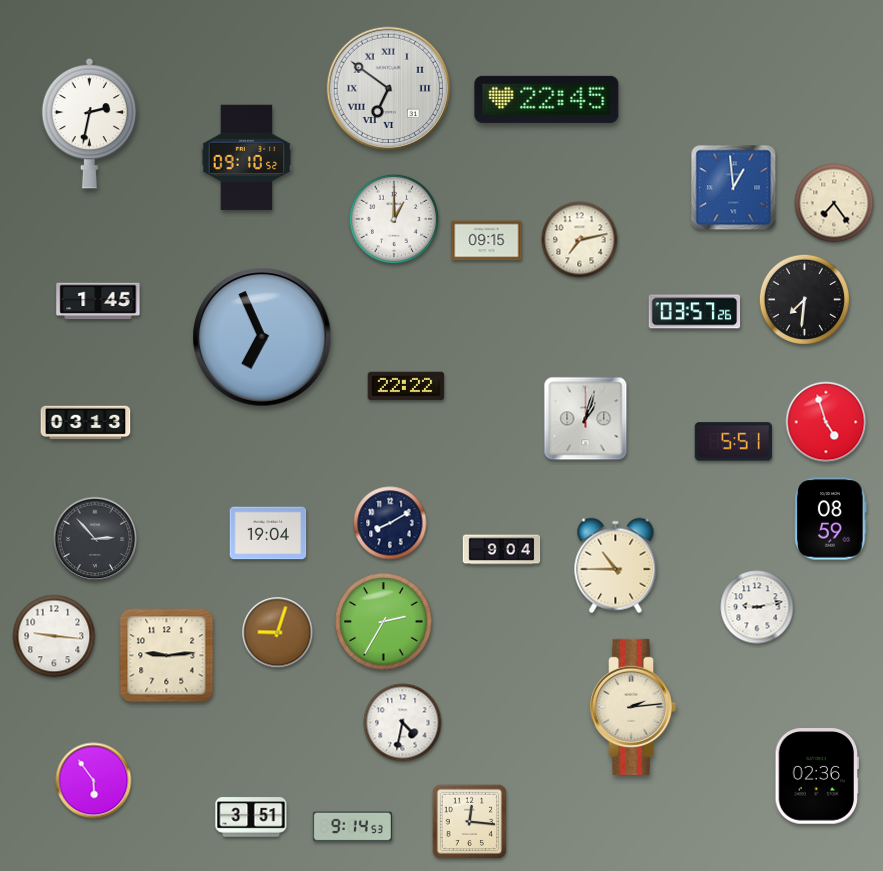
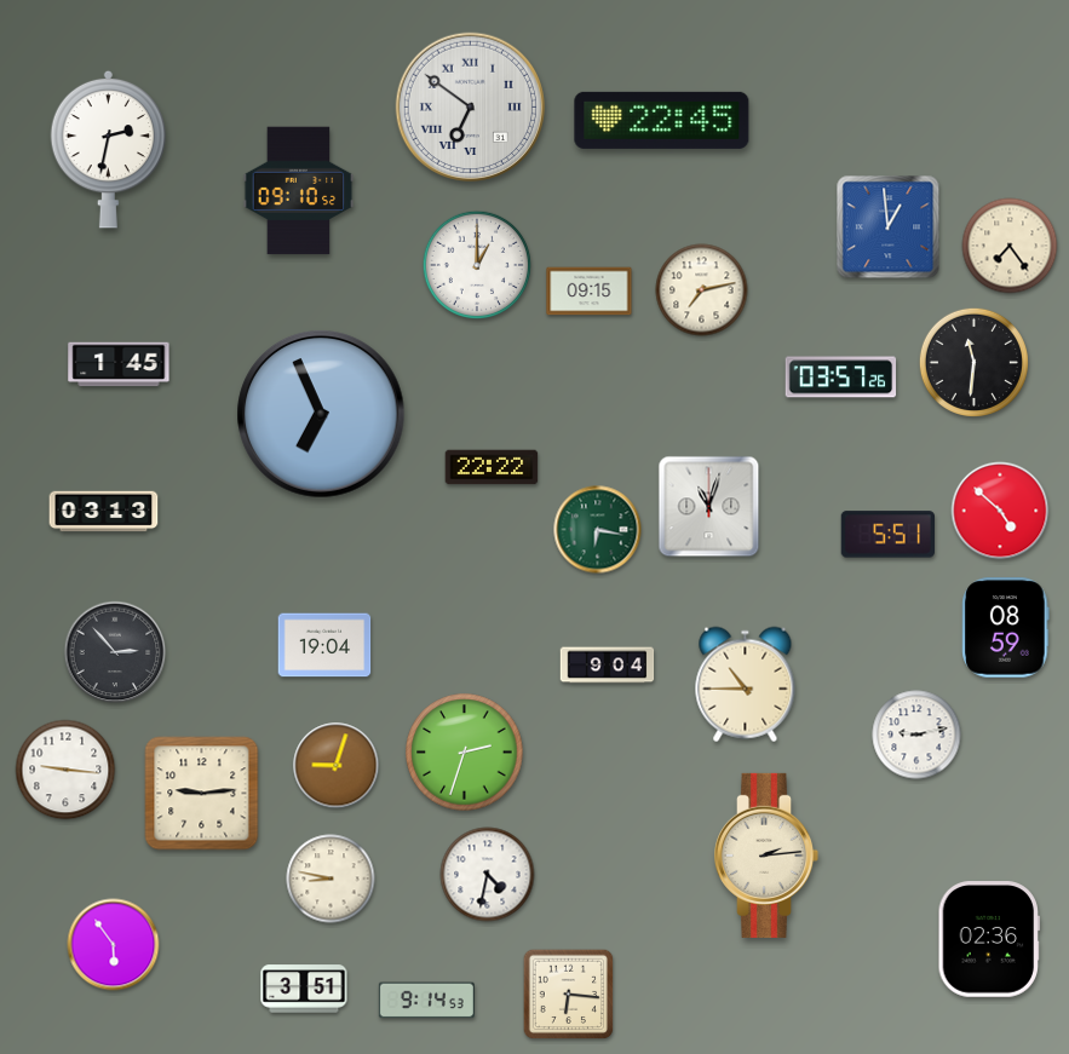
clock at (804, 299): 7:31 -> 11:31
clock at (262, 337) position: (262, 337) -> (321, 414)
clock at (586, 419): 1:03 -> 11:03
clock at (826, 422): 4:57 -> 4:52
clock at (598, 530): none -> 6:17
clock at (390, 523): 8:10 -> none
clock at (384, 622): 2:35 -> 2:33
clock at (331, 879): none -> 8:47
clock at (470, 822): 12:16 -> 6:16
